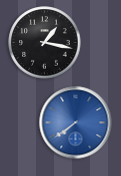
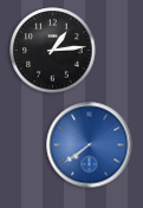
clock at (45, 43): 1:17 -> 1:14
